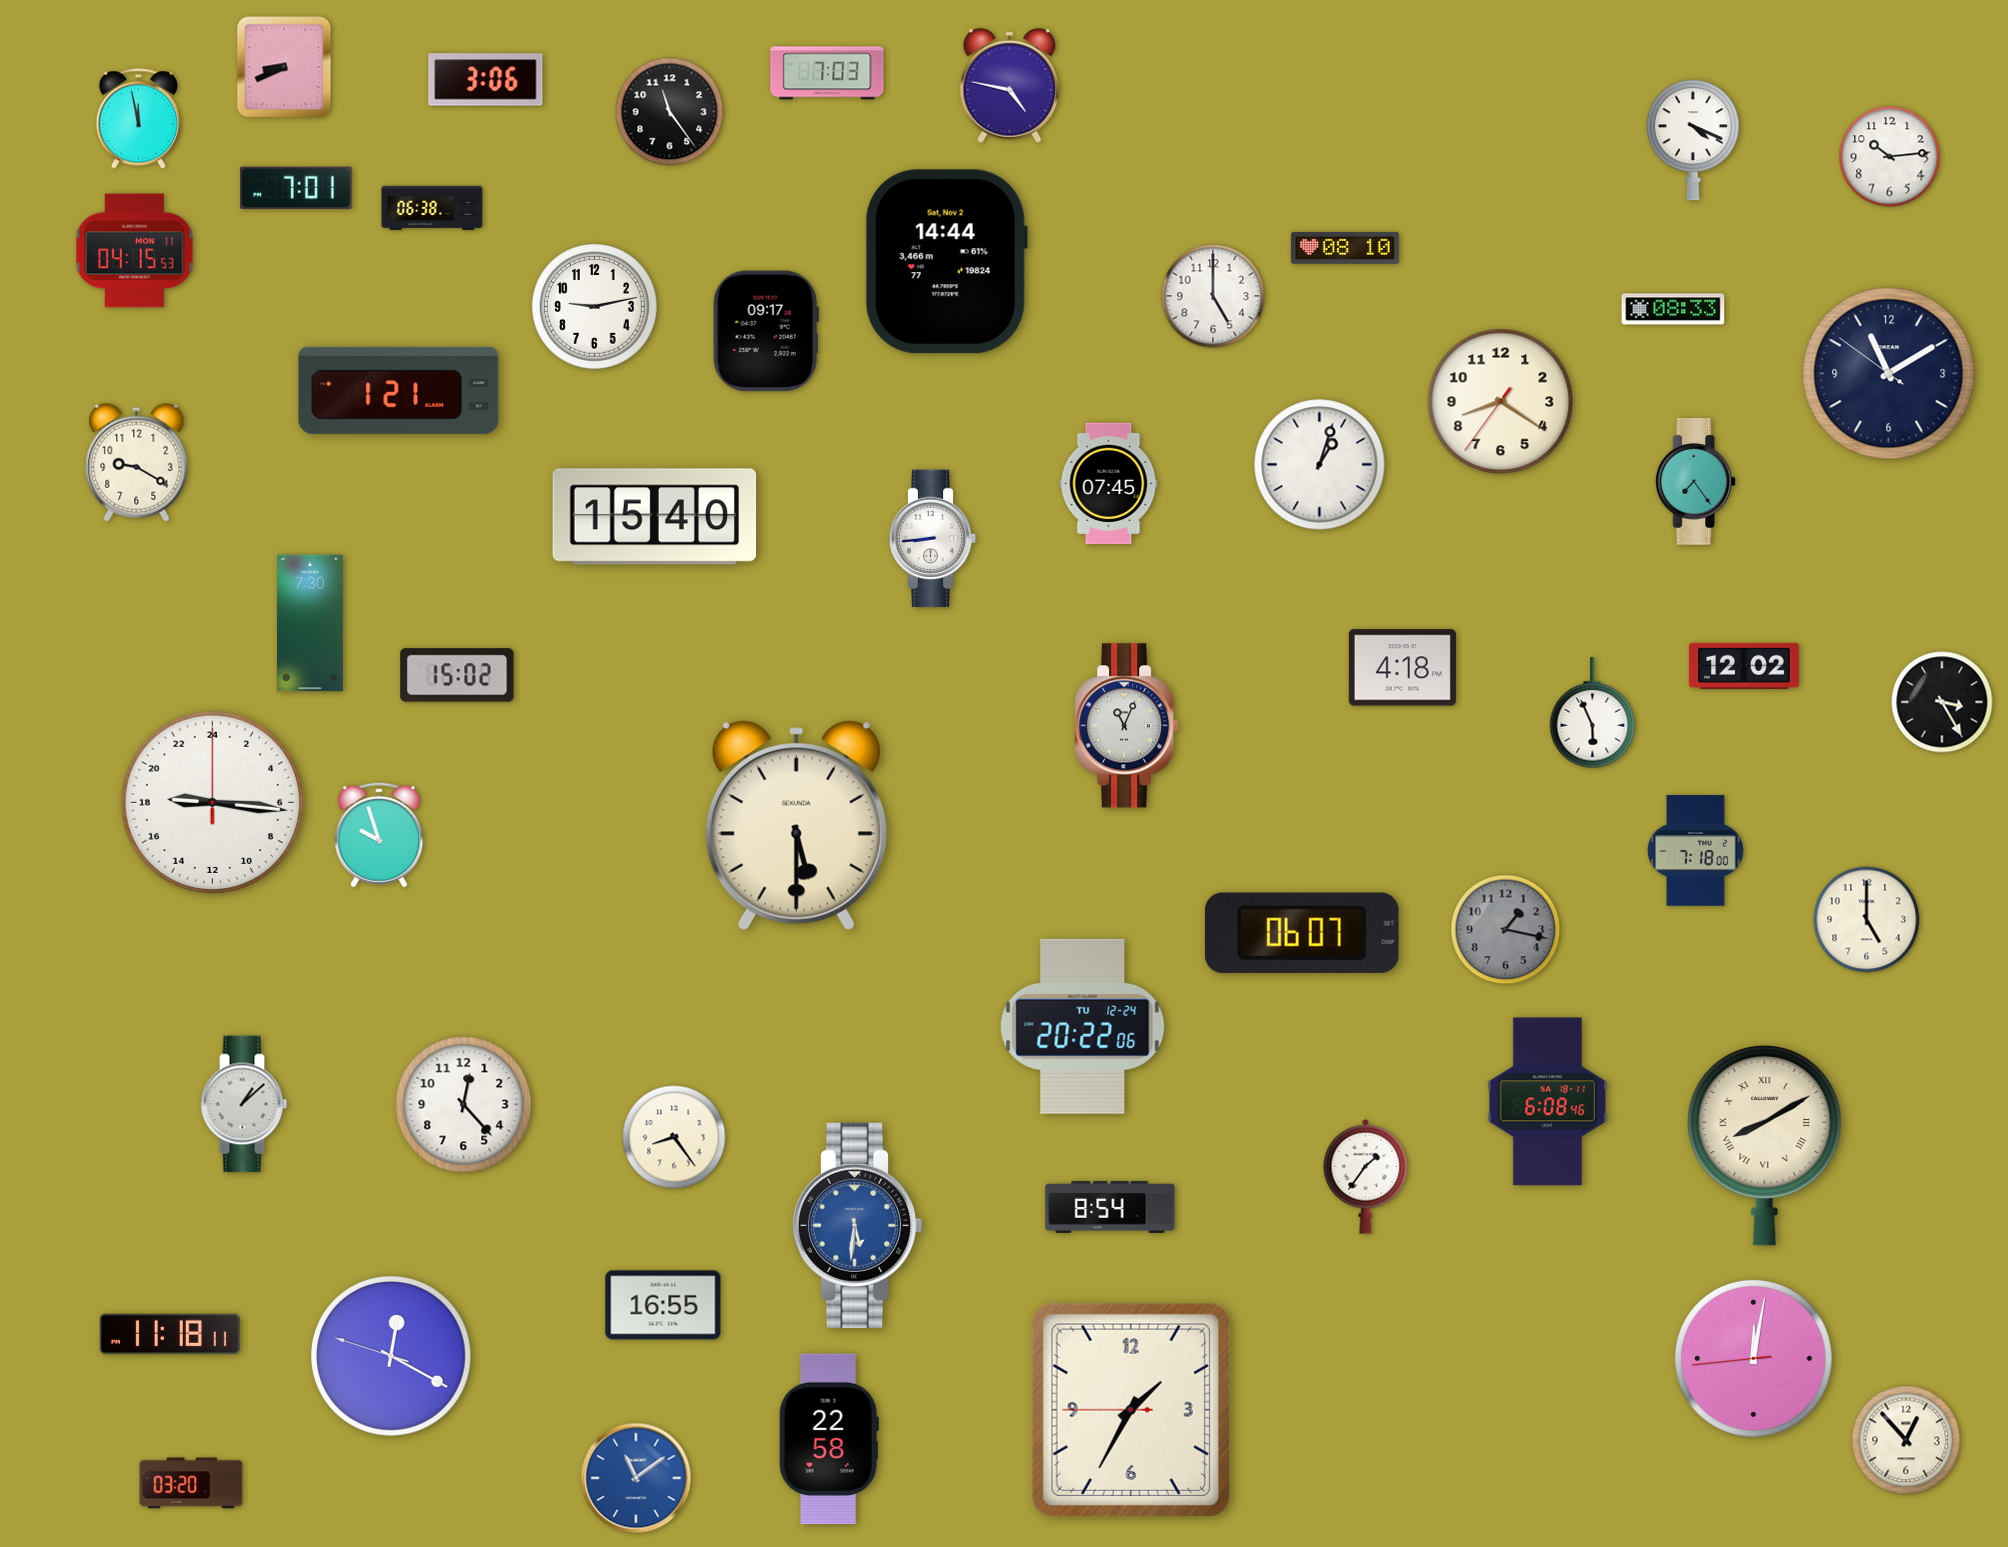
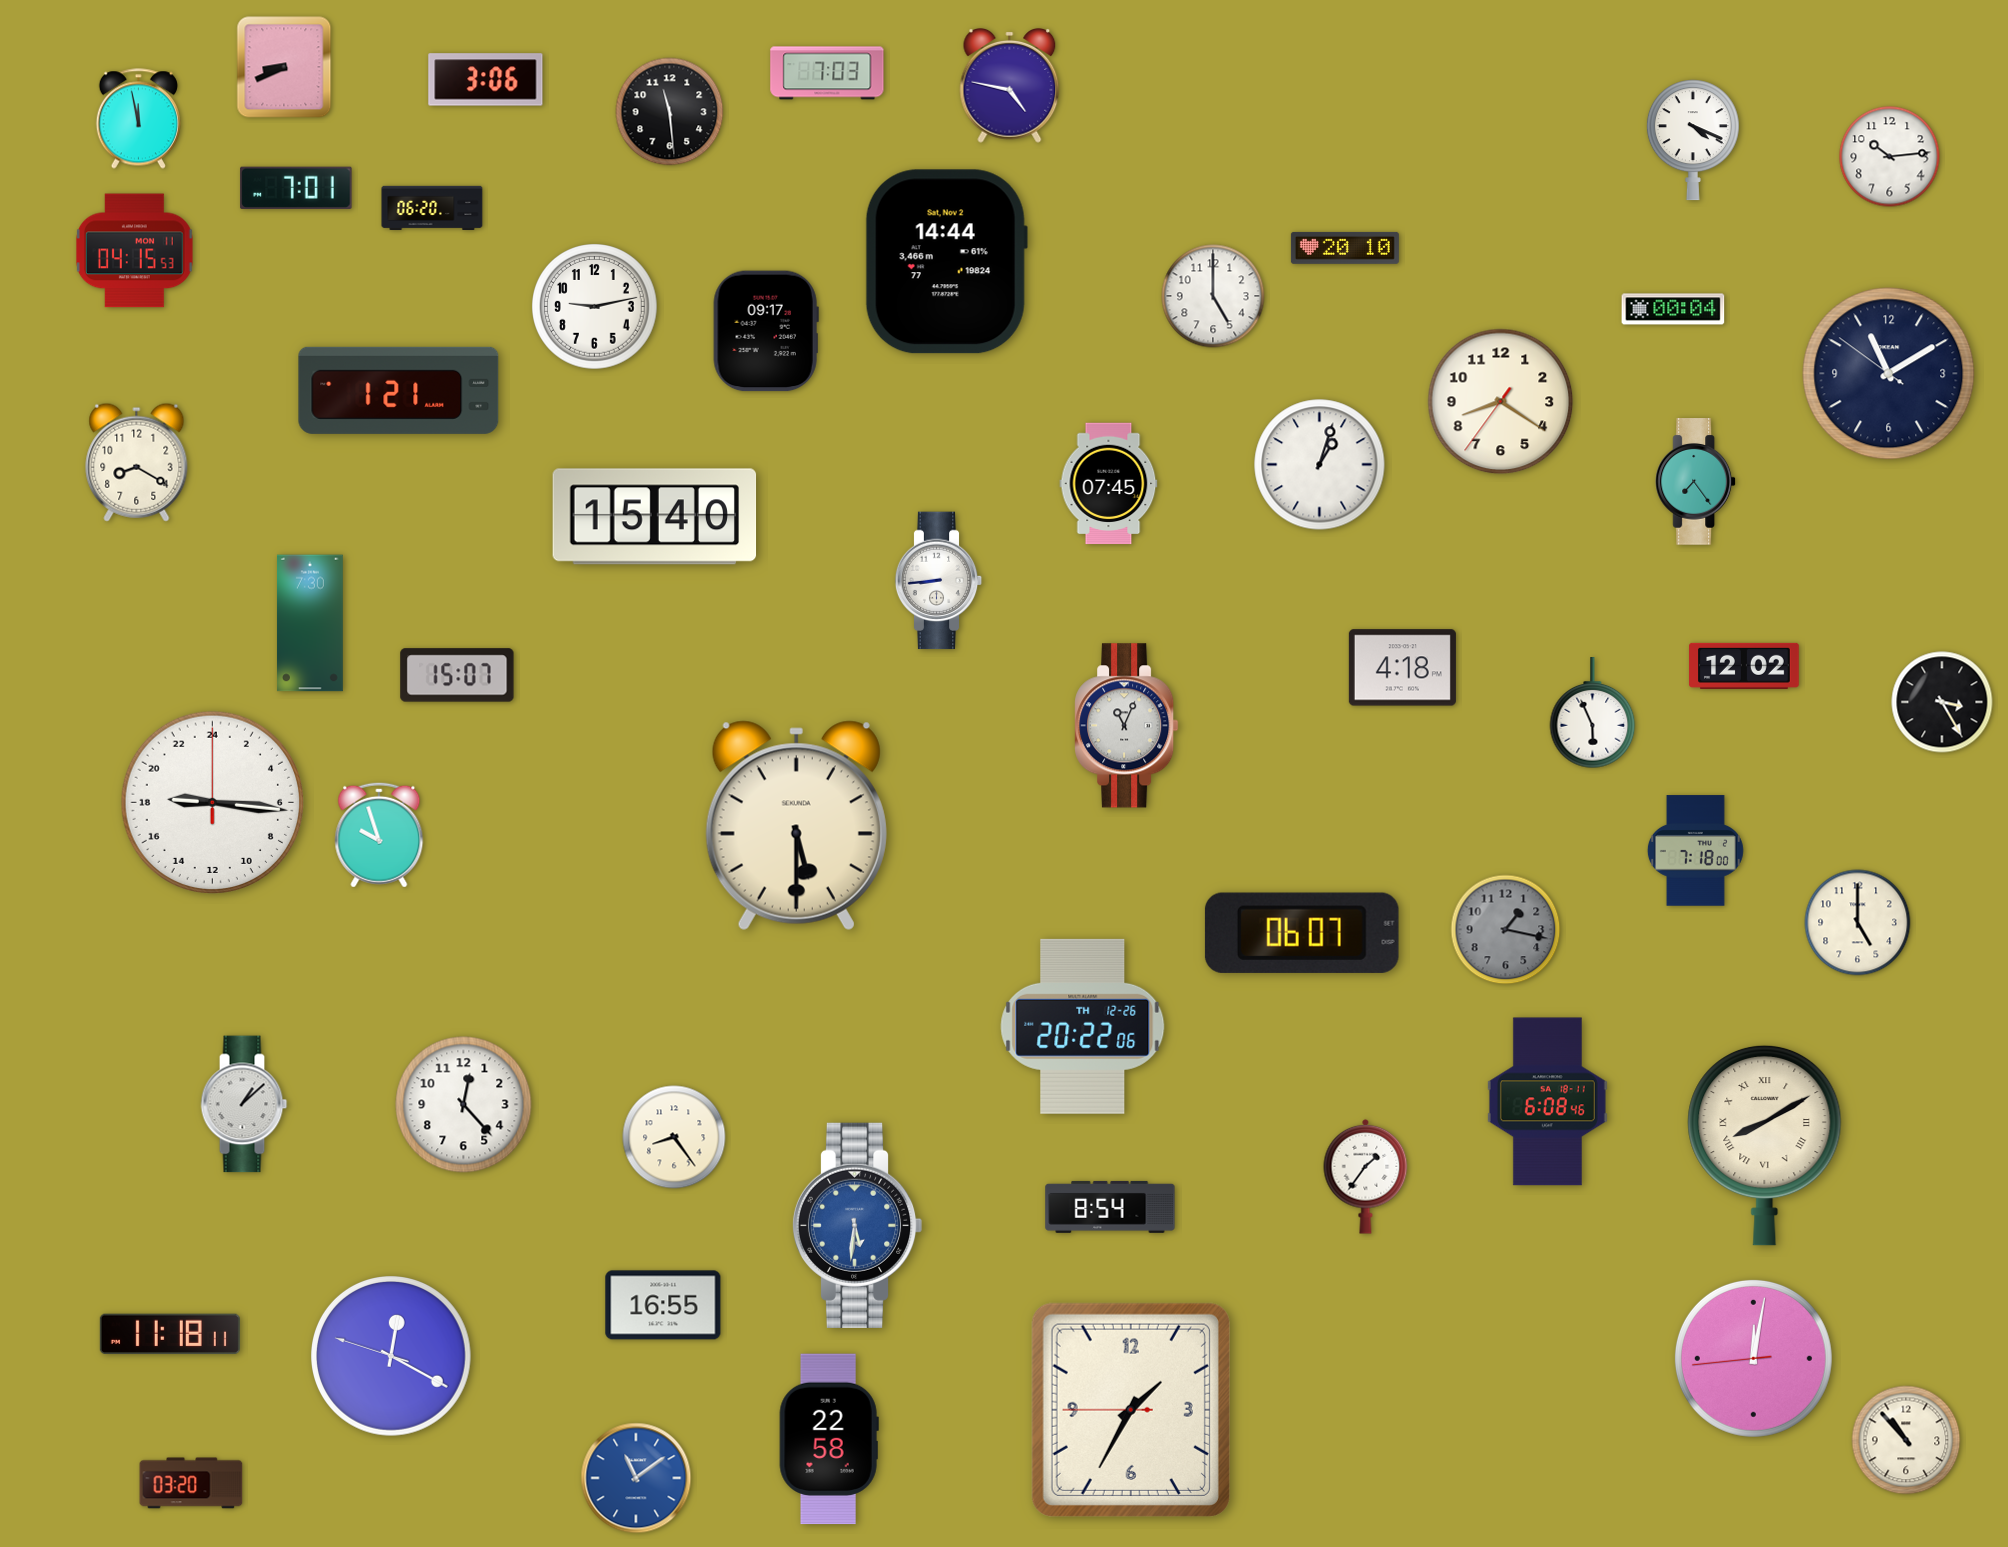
clock at (670, 112): 11:24 -> 11:29
clock at (432, 207): 06:38 -> 06:20
clock at (1345, 248): 08:10 -> 20:10
clock at (1673, 309): 08:33 -> 00:04
clock at (137, 462): 9:20 -> 8:20
clock at (933, 539) position: (933, 539) -> (939, 581)
clock at (457, 675): 15:02 -> 15:07
clock at (1867, 920) position: (1867, 920) -> (1858, 923)
clock at (1083, 1026) date: TU 12-24 -> TH 12-26
clock at (1906, 1440): 12:53 -> 10:53
